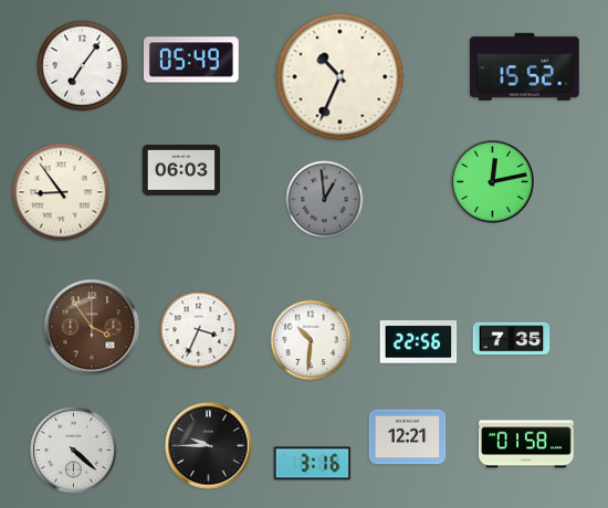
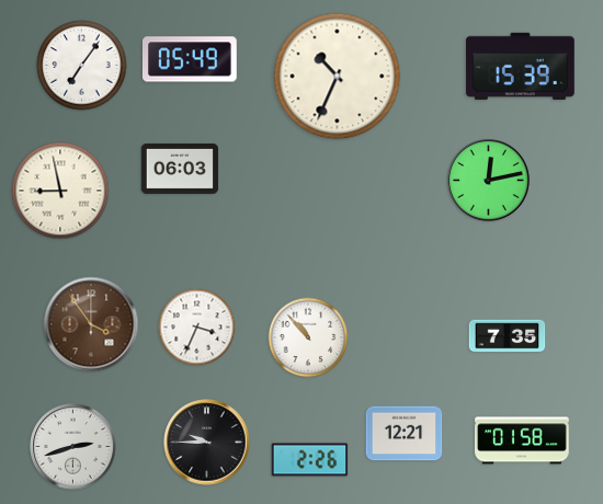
clock at (524, 66): 15:52 -> 15:39
clock at (61, 192): 8:54 -> 8:58
clock at (325, 200): 12:59 -> none
clock at (311, 340): 10:31 -> 10:53
clock at (419, 342): 22:56 -> none
clock at (74, 451): 4:22 -> 2:42
clock at (313, 464): 3:16 -> 2:26
